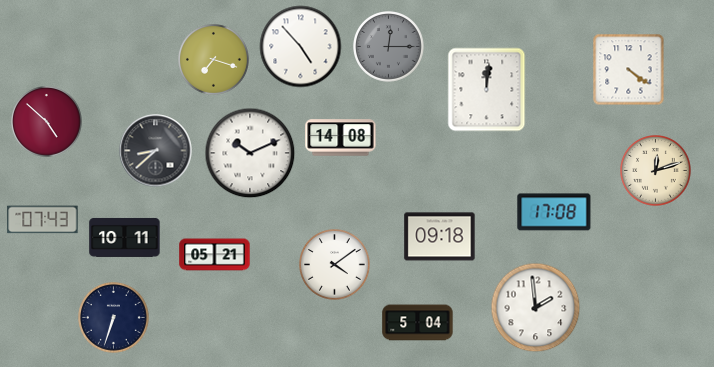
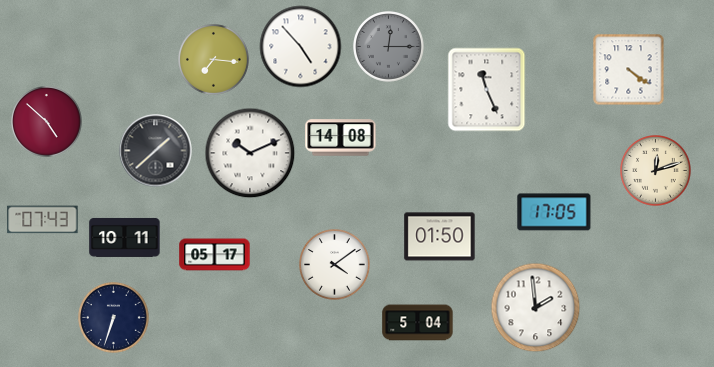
clock at (214, 60): 7:18 -> 7:16
clock at (487, 90): 12:01 -> 11:26
clock at (156, 151): 8:38 -> 1:38
clock at (554, 212): 17:08 -> 17:05
clock at (440, 237): 09:18 -> 01:50
clock at (215, 255): 05:21 -> 05:17
